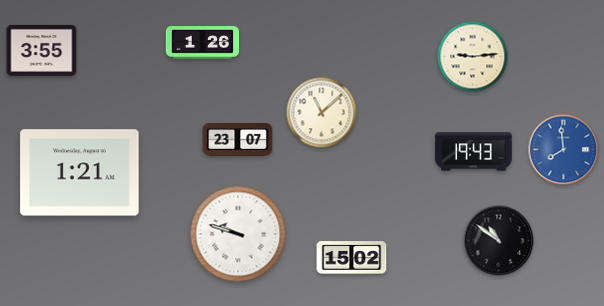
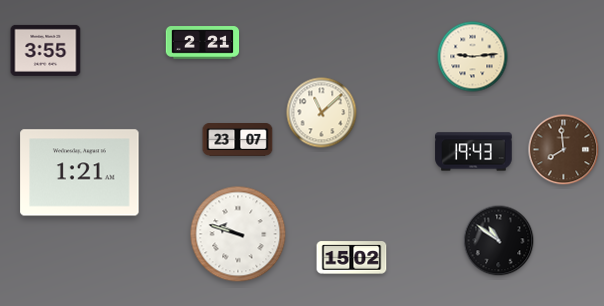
clock at (203, 43): 1:26 -> 2:21
clock at (42, 50) position: (42, 50) -> (46, 50)
clock at (564, 150) dial: blue -> brown
